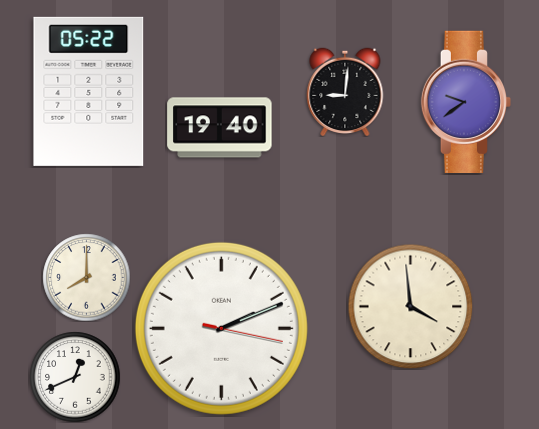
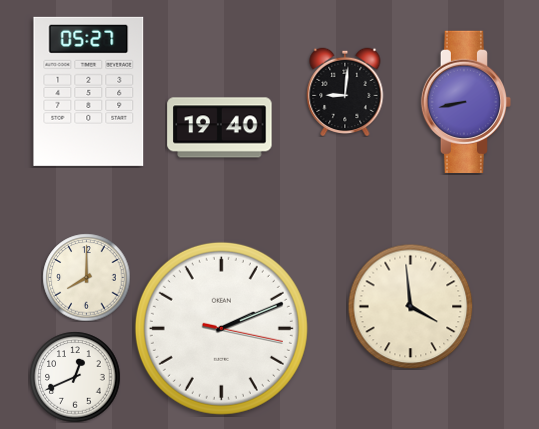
clock at (89, 91): 05:22 -> 05:27
clock at (465, 101): 9:39 -> 8:43
